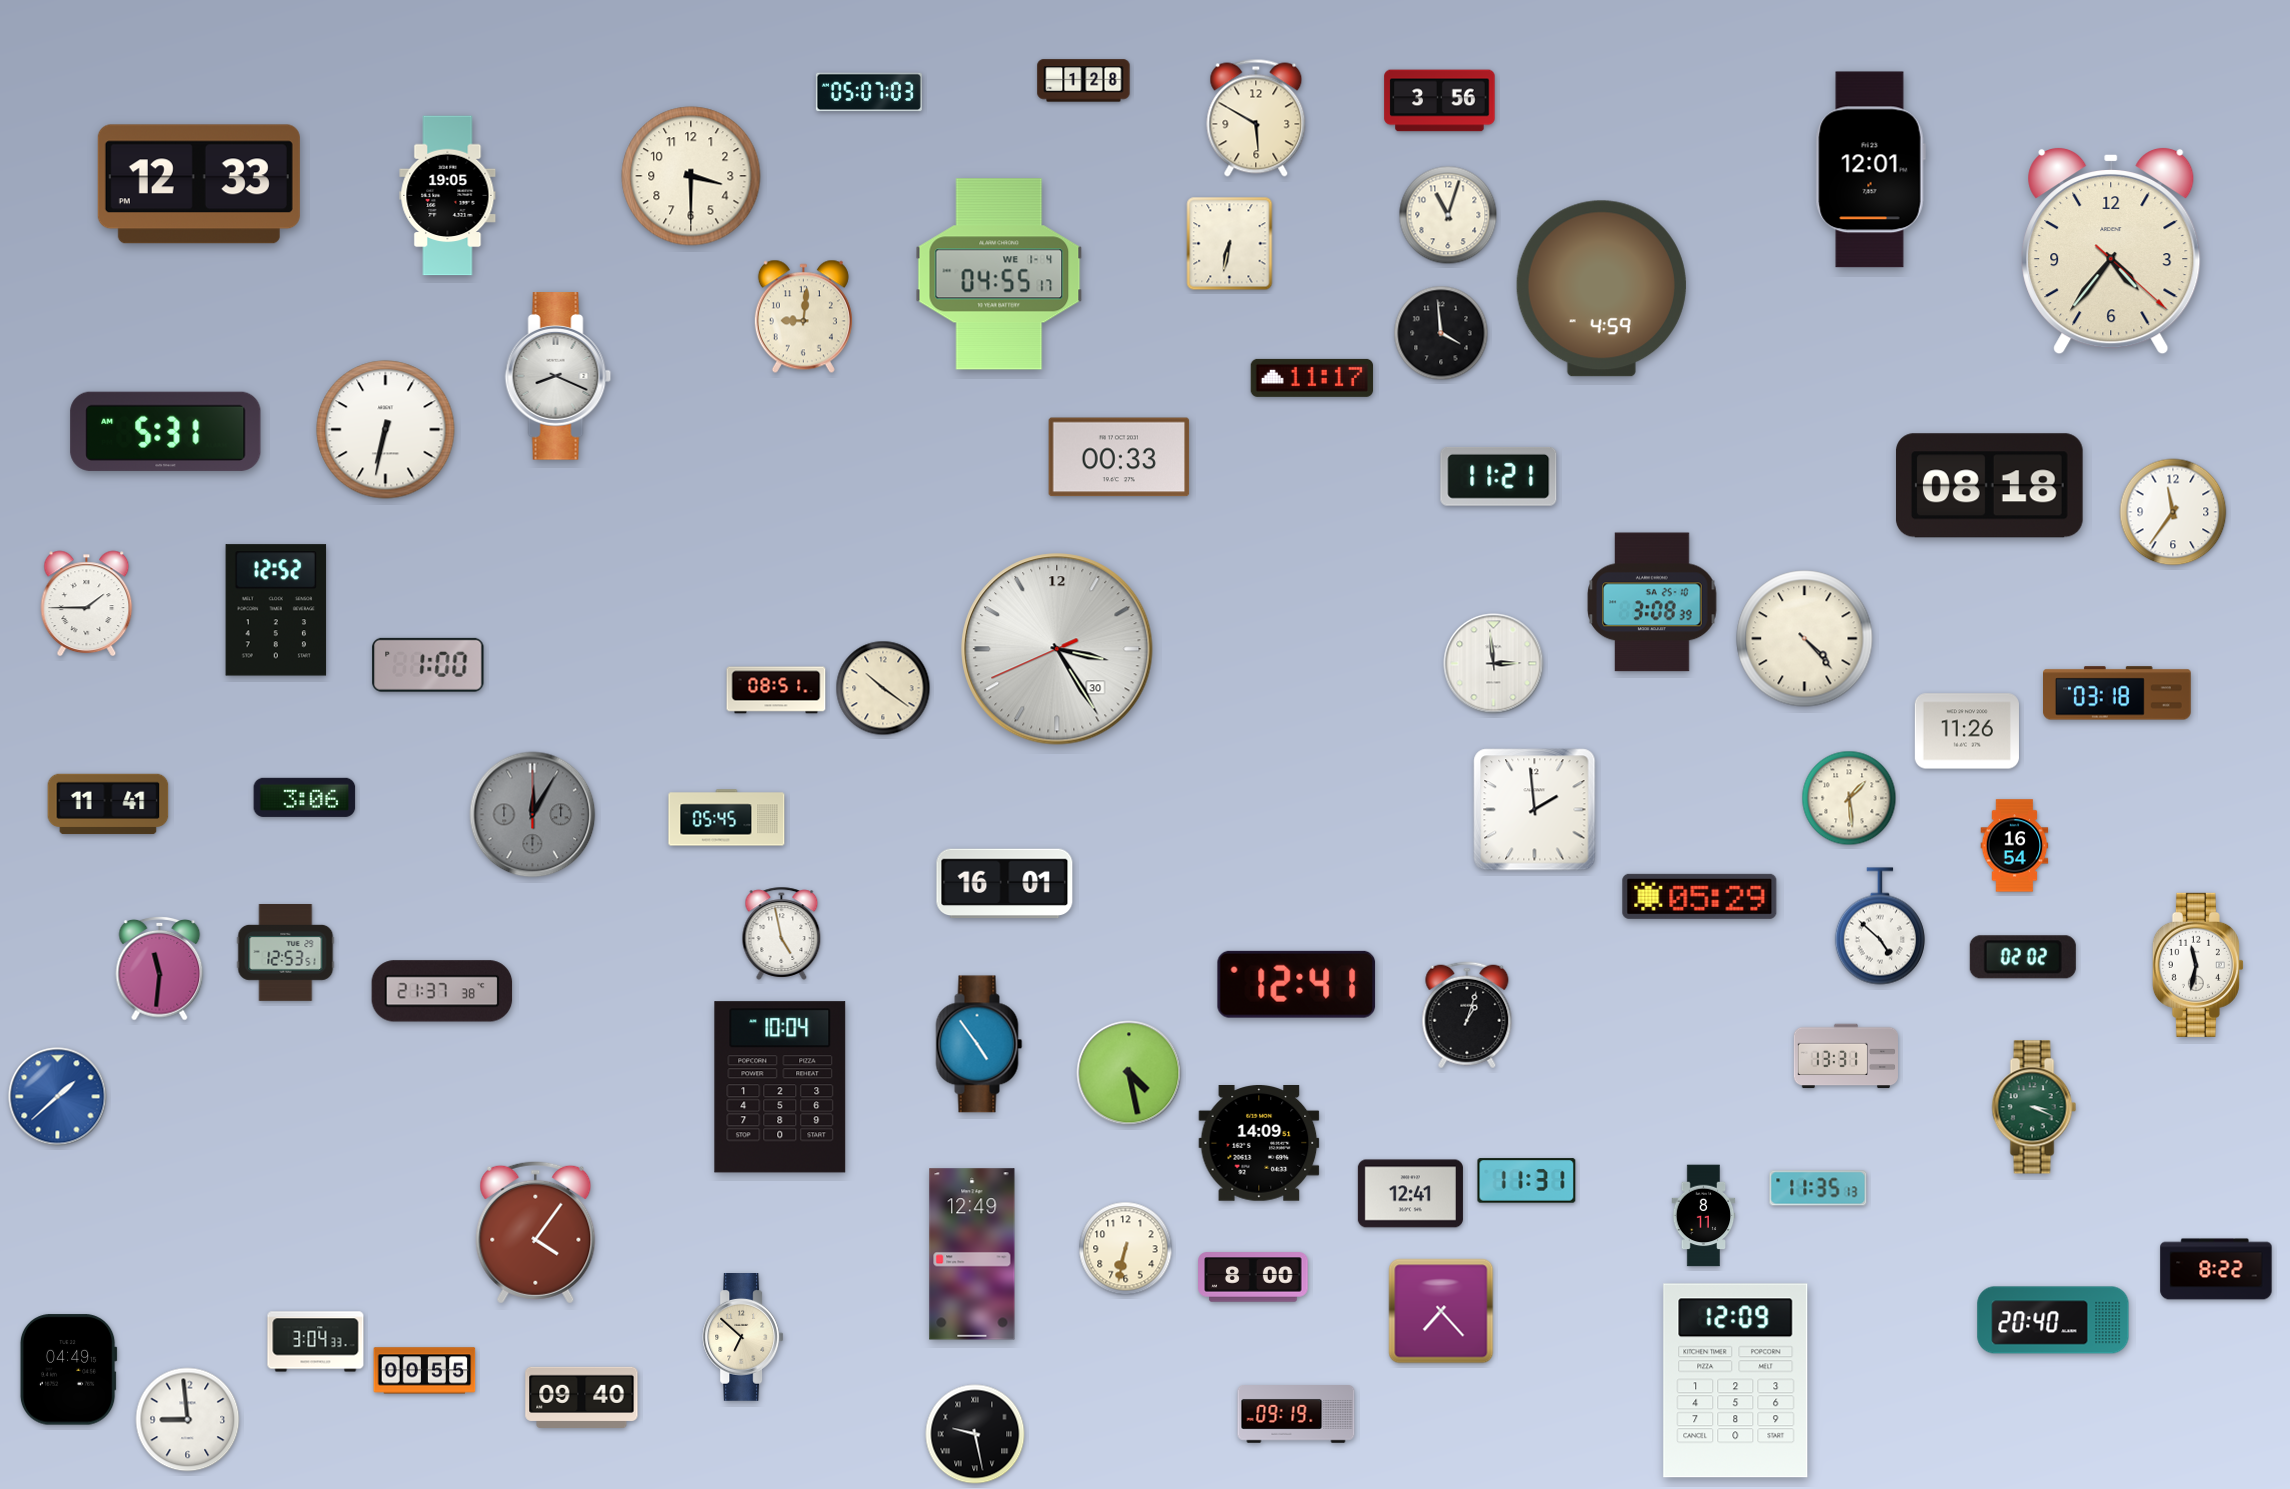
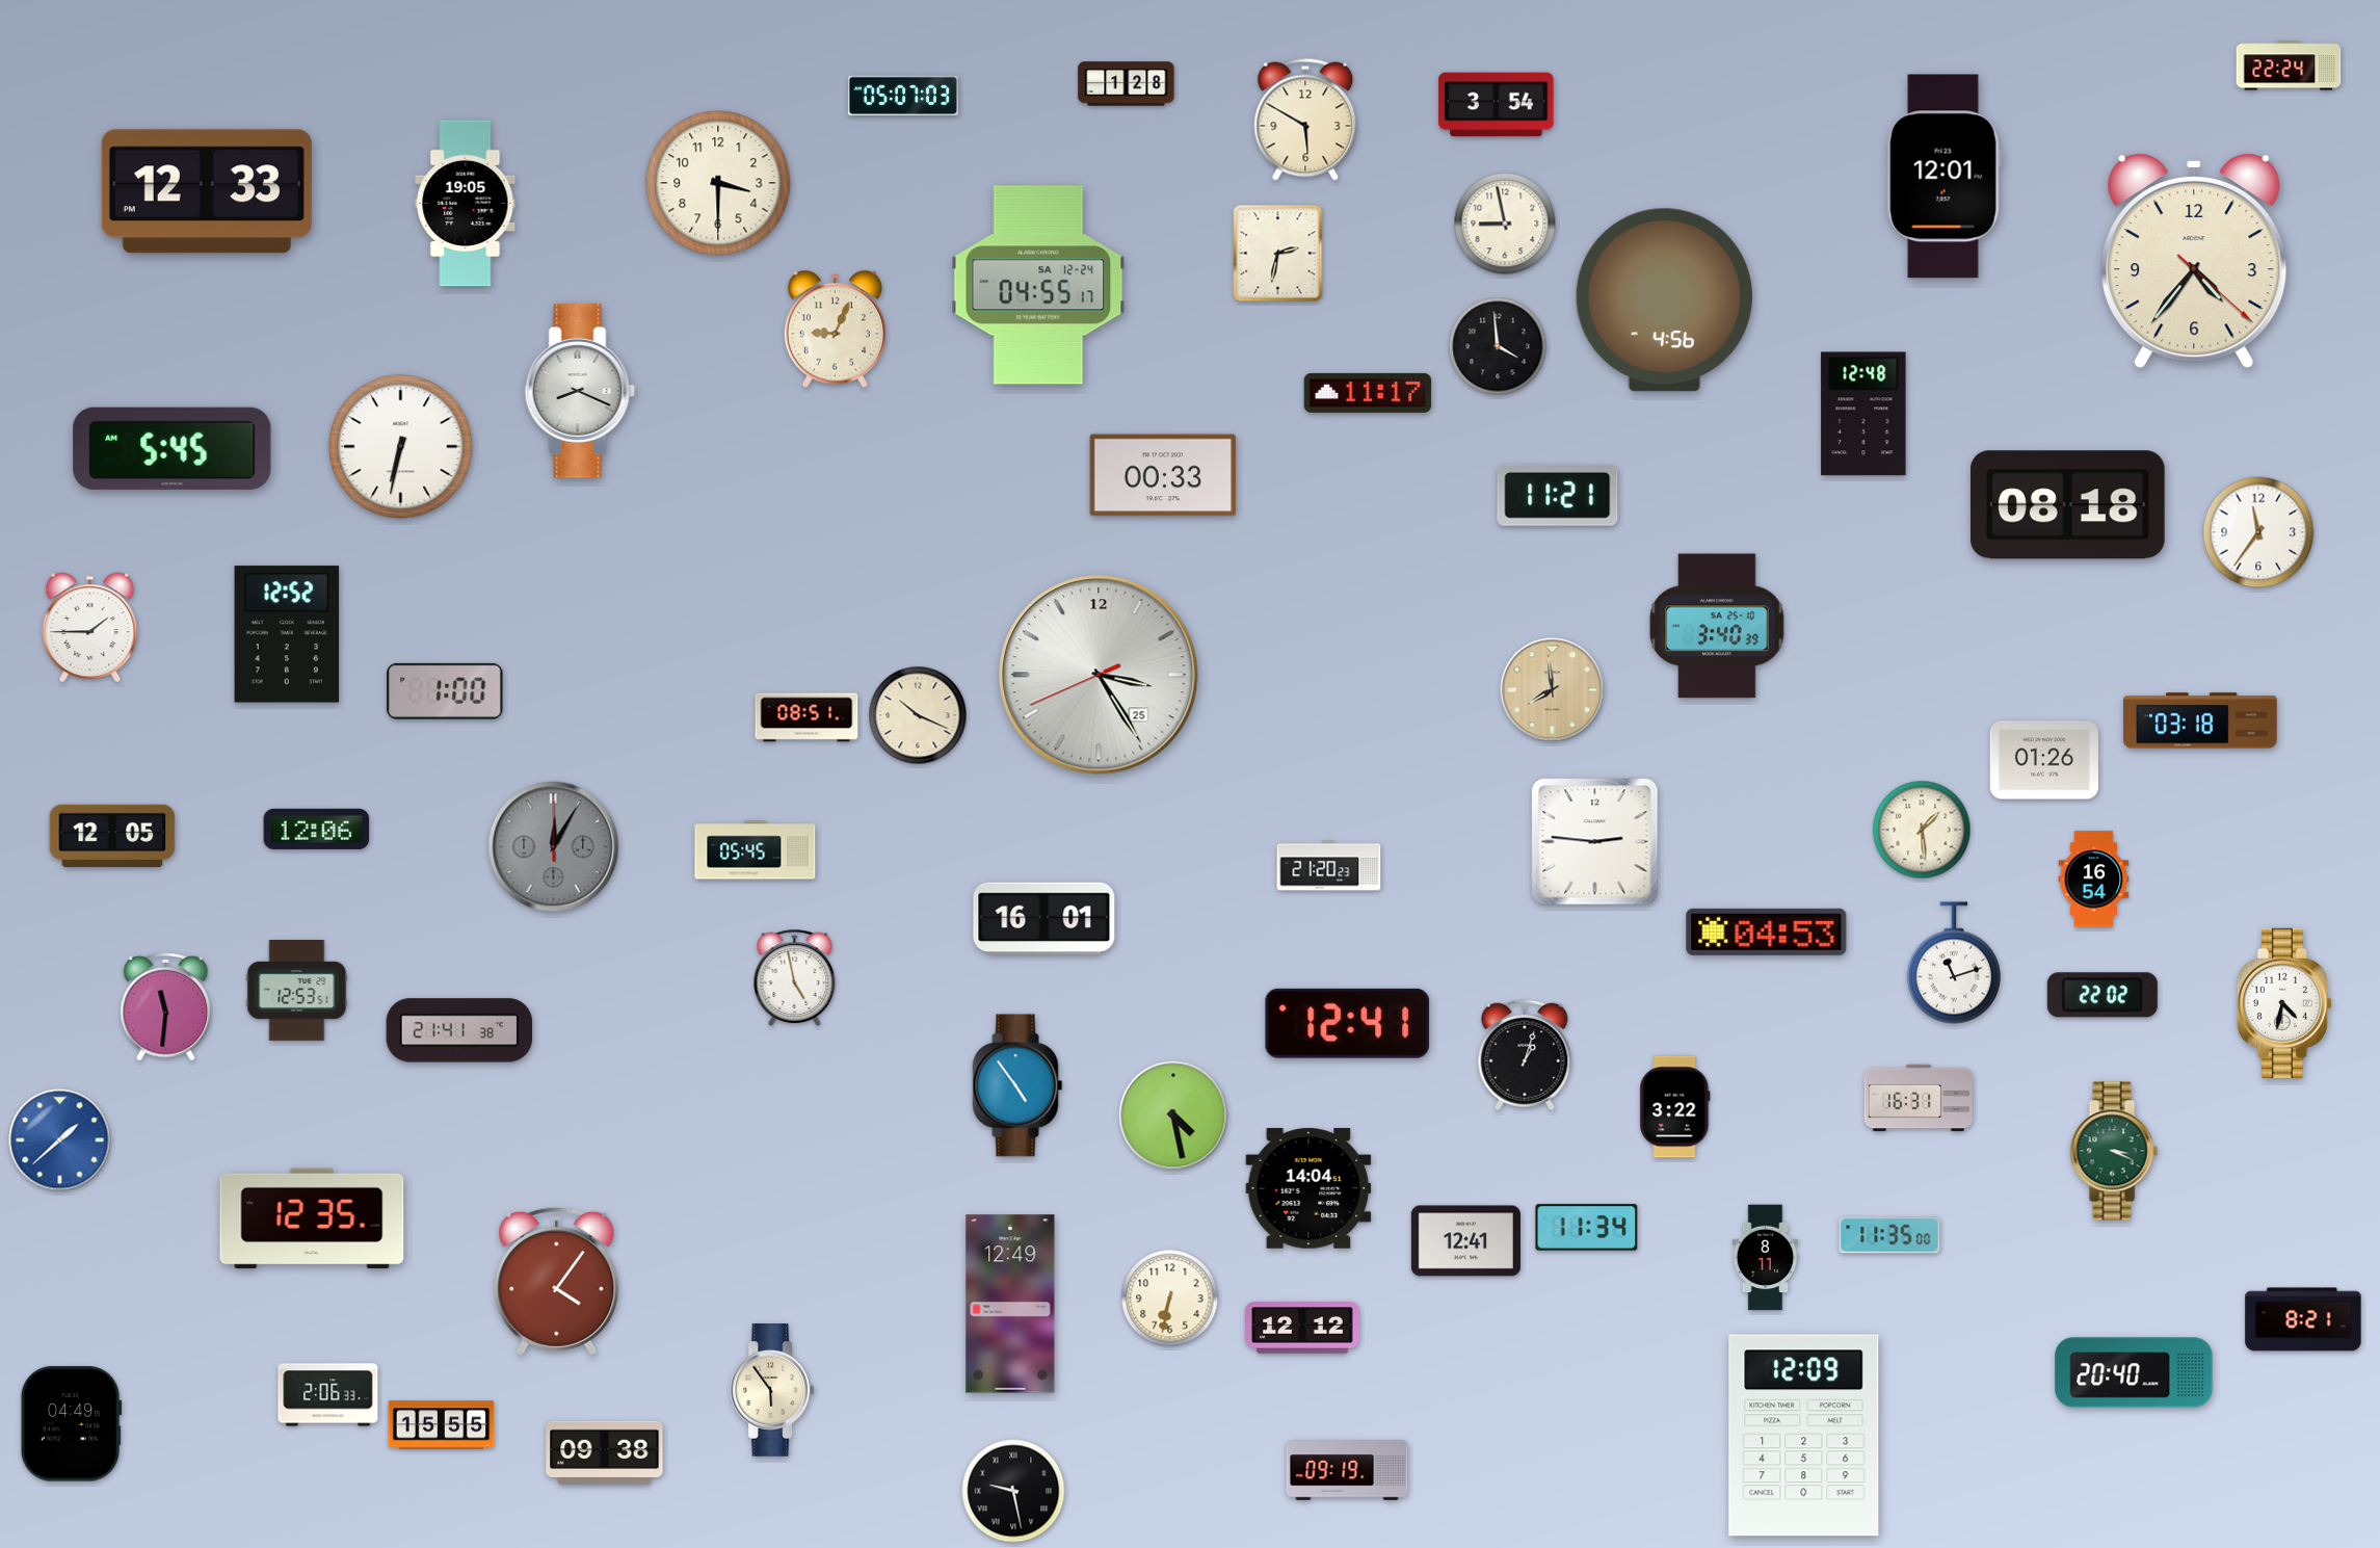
clock at (2289, 65): none -> 22:24
clock at (1440, 101): 3:56 -> 3:54
clock at (1256, 118) position: (1256, 118) -> (1305, 120)
clock at (1448, 215): 11:03 -> 8:58
clock at (1230, 244): 6:32 -> 2:32
clock at (999, 274) date: WE 1-4 -> SA 12-24
clock at (1601, 289): 4:59 -> 4:56
clock at (803, 317): 9:01 -> 9:04
clock at (1312, 378) position: (1312, 378) -> (1368, 393)
clock at (1863, 414): none -> 12:48
clock at (166, 431): 5:31 -> 5:45
clock at (1652, 602): 3:08 -> 3:40
clock at (1805, 639): 4:23 -> none
clock at (1057, 649) date: 30 -> 25
clock at (1494, 664): 2:59 -> 7:59
clock at (1494, 664) dial: white -> champagne
clock at (883, 688): 10:21 -> 10:19
clock at (1967, 731): 11:26 -> 01:26
clock at (305, 797): 3:06 -> 12:06
clock at (108, 804): 11:41 -> 12:05
clock at (1535, 810): 1:59 -> 2:46
clock at (1329, 866): none -> 21:20
clock at (1700, 896): 05:29 -> 04:53
clock at (1880, 926): 4:52 -> 11:12
clock at (782, 933) position: (782, 933) -> (795, 977)
clock at (2023, 957): 02:02 -> 22:02
clock at (2198, 965): 11:32 -> 4:32
clock at (442, 991): 21:37 -> 21:41
clock at (1845, 1056): 13:31 -> 16:31
clock at (1675, 1107): none -> 3:22
clock at (780, 1087): 10:04 -> none
clock at (1259, 1143): 14:09 -> 14:04
clock at (312, 1218): none -> 12:35
clock at (1527, 1181): 11:31 -> 11:34
clock at (1818, 1188): 11:35:13 -> 11:35:00
clock at (1704, 1216) position: (1704, 1216) -> (1766, 1258)
clock at (2216, 1269): 8:22 -> 8:21
clock at (1253, 1277): 8:00 -> 12:12
clock at (1441, 1311): 7:23 -> none
clock at (743, 1338): 6:52 -> 5:54
clock at (316, 1342): 3:04 -> 2:06
clock at (425, 1371): 00:55 -> 15:55
clock at (582, 1397): 09:40 -> 09:38
clock at (188, 1420): 8:59 -> none
